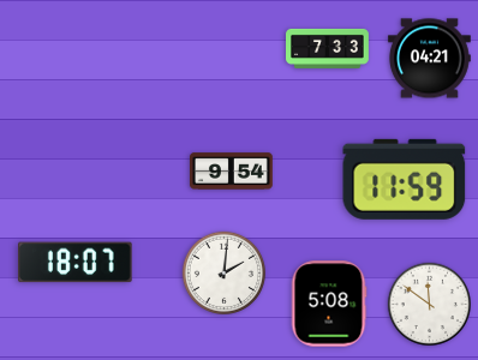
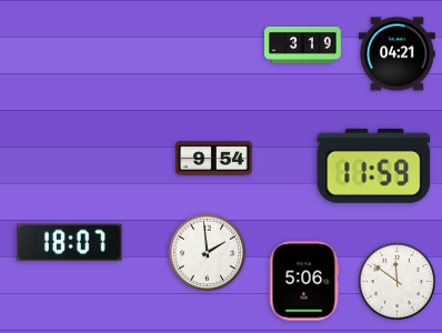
clock at (328, 48): 7:33 -> 3:19
clock at (223, 272): 2:01 -> 1:59
clock at (329, 304): 5:08 -> 5:06
